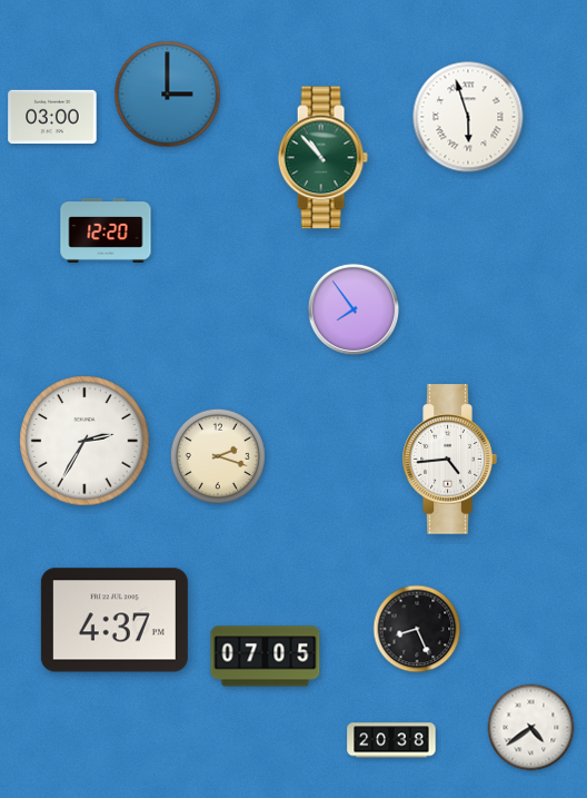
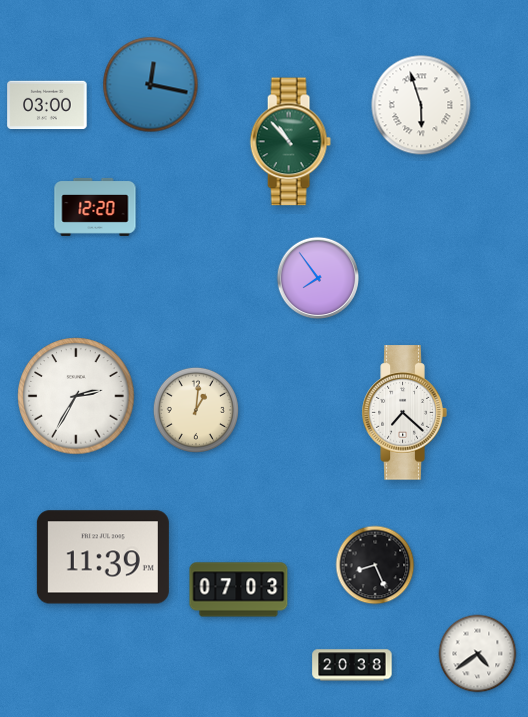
clock at (168, 95): 3:00 -> 12:17
clock at (218, 456): 2:18 -> 1:01
clock at (449, 460): 4:44 -> 7:22
clock at (115, 620): 4:37 -> 11:39
clock at (266, 657): 07:05 -> 07:03
